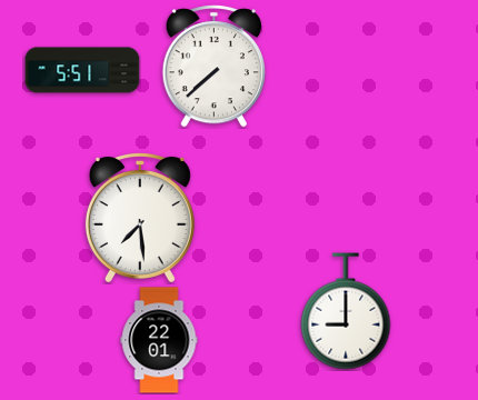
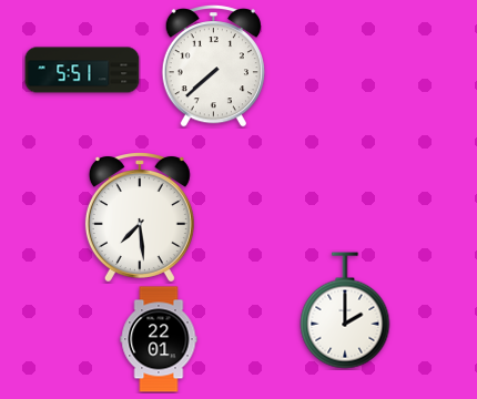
clock at (346, 311): 9:00 -> 2:00
